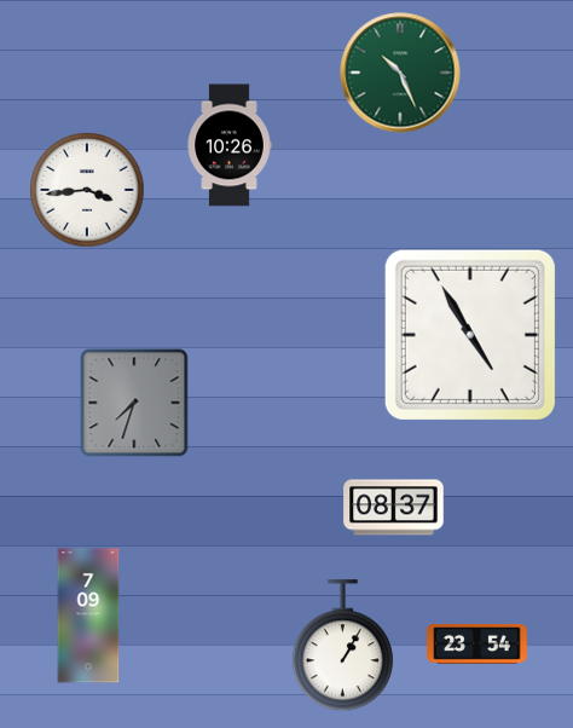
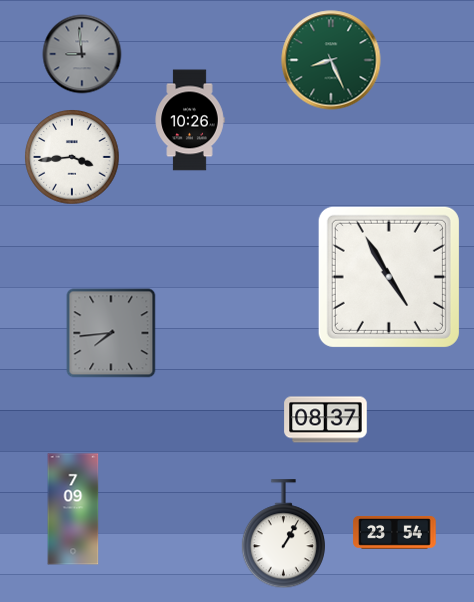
clock at (82, 54): none -> 8:59
clock at (400, 73): 10:26 -> 8:26
clock at (134, 403): 7:33 -> 7:44
